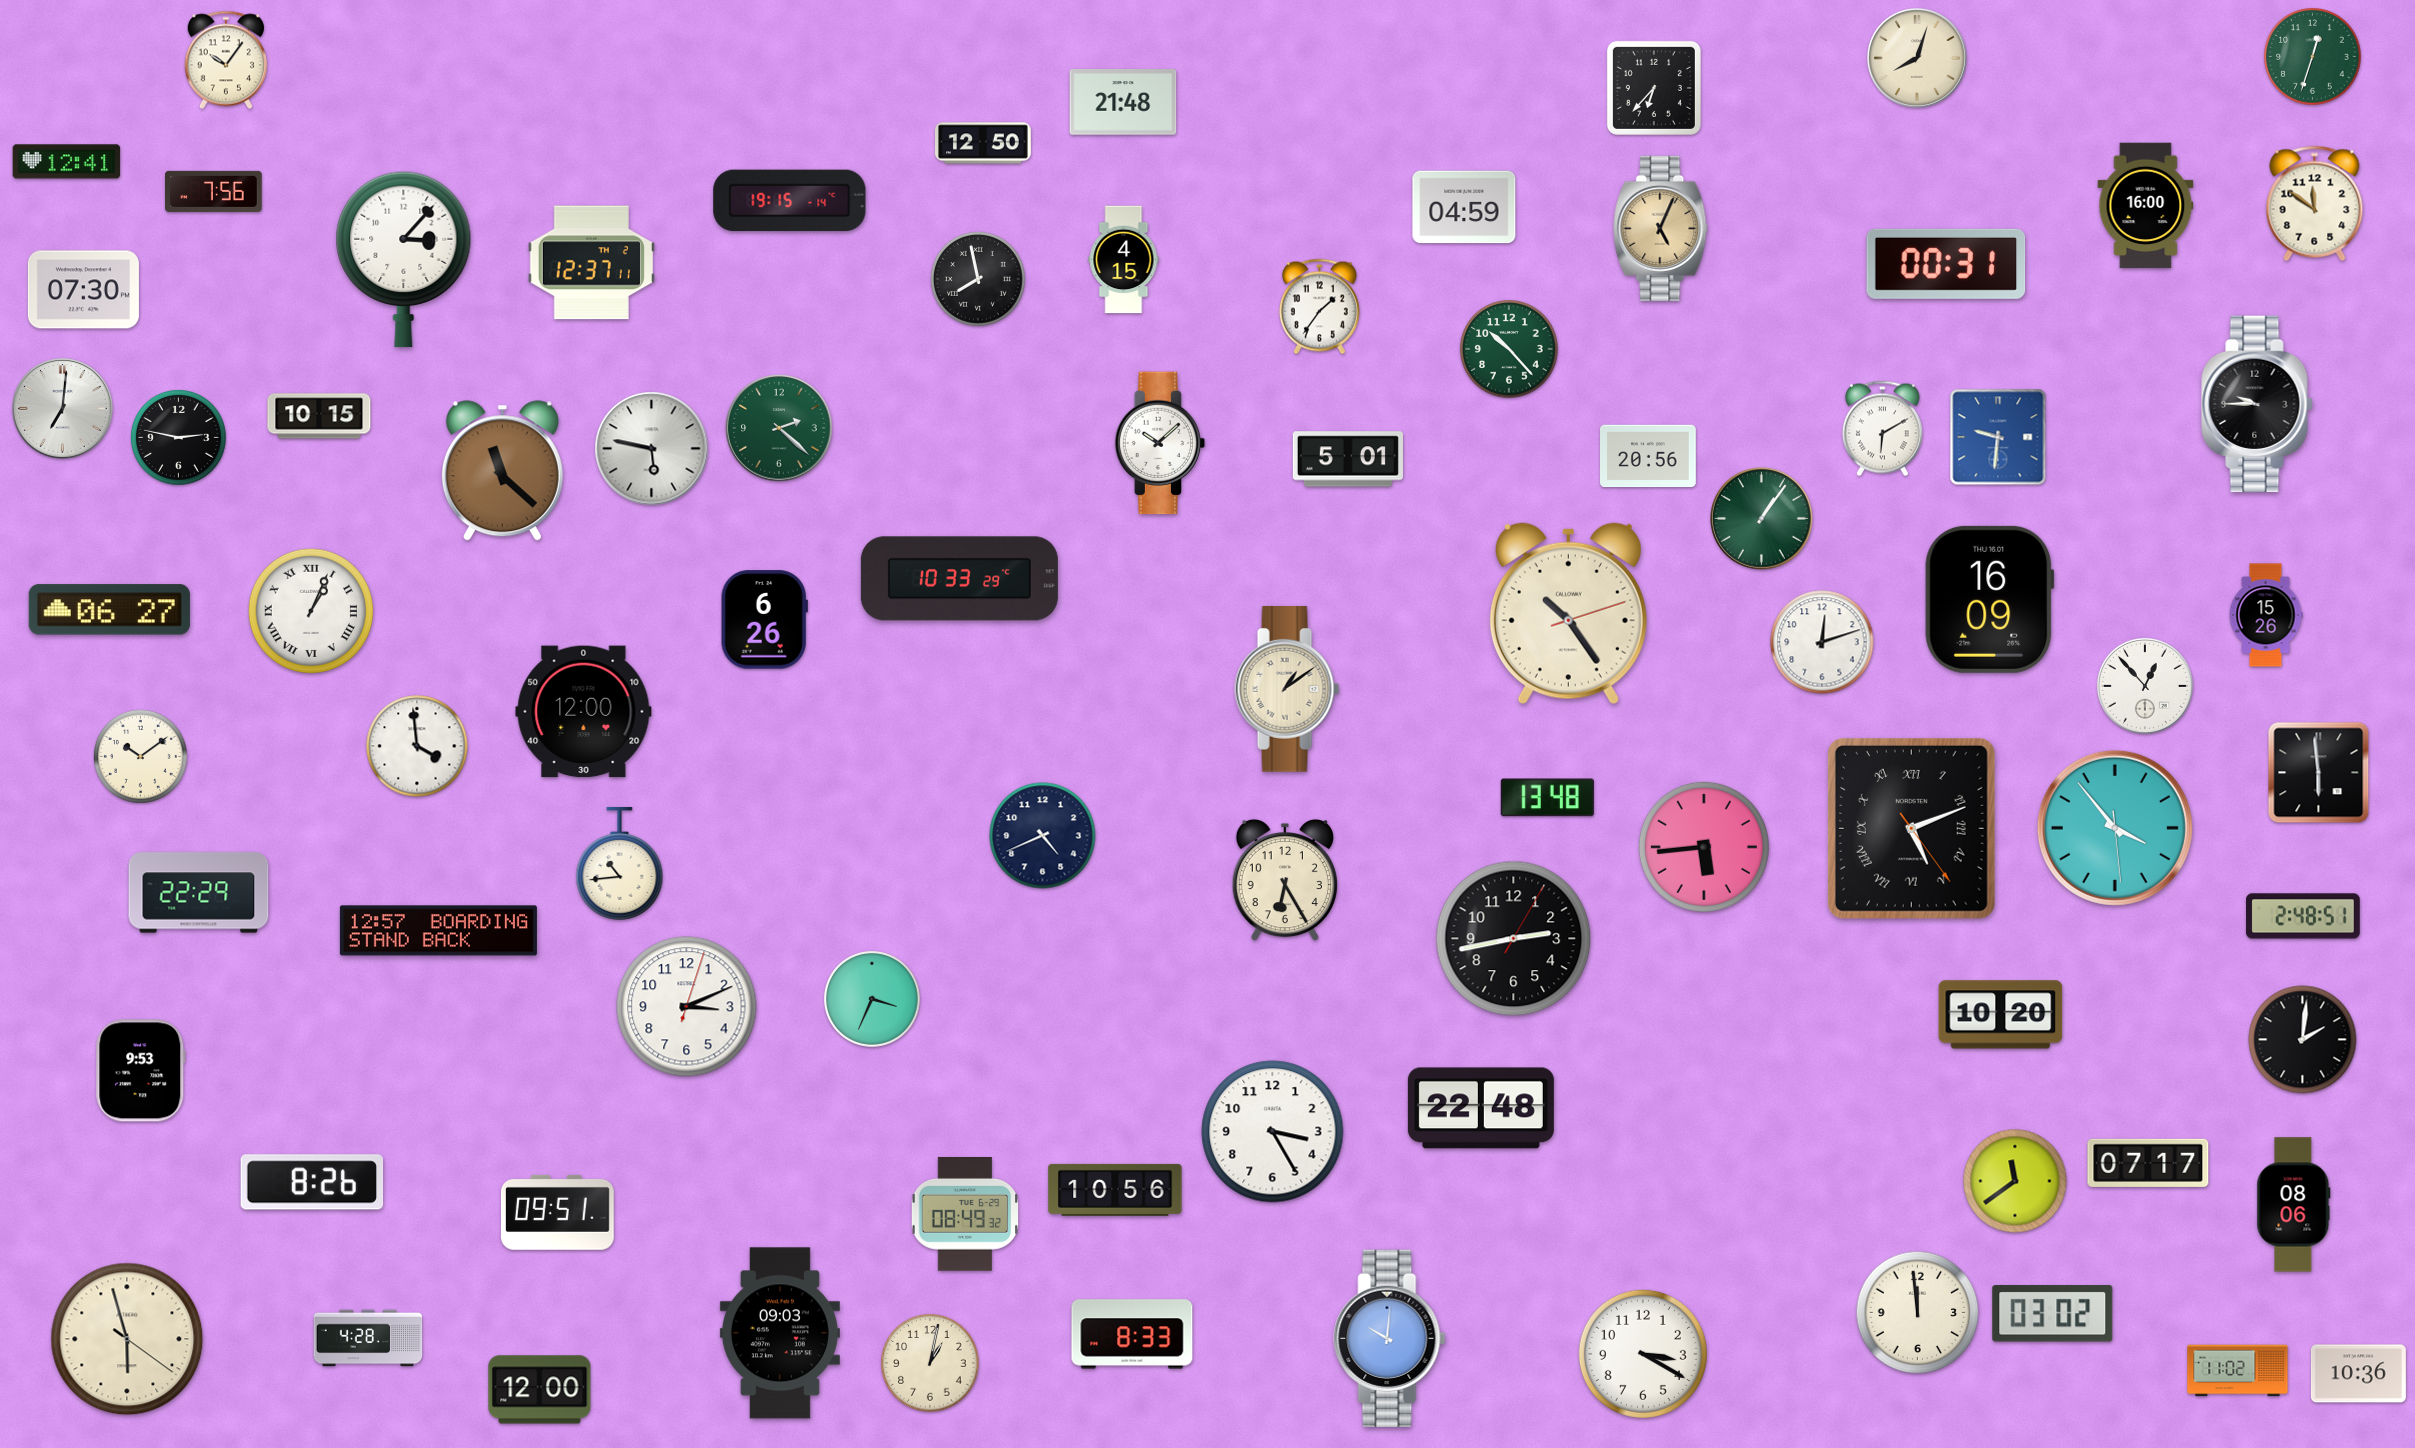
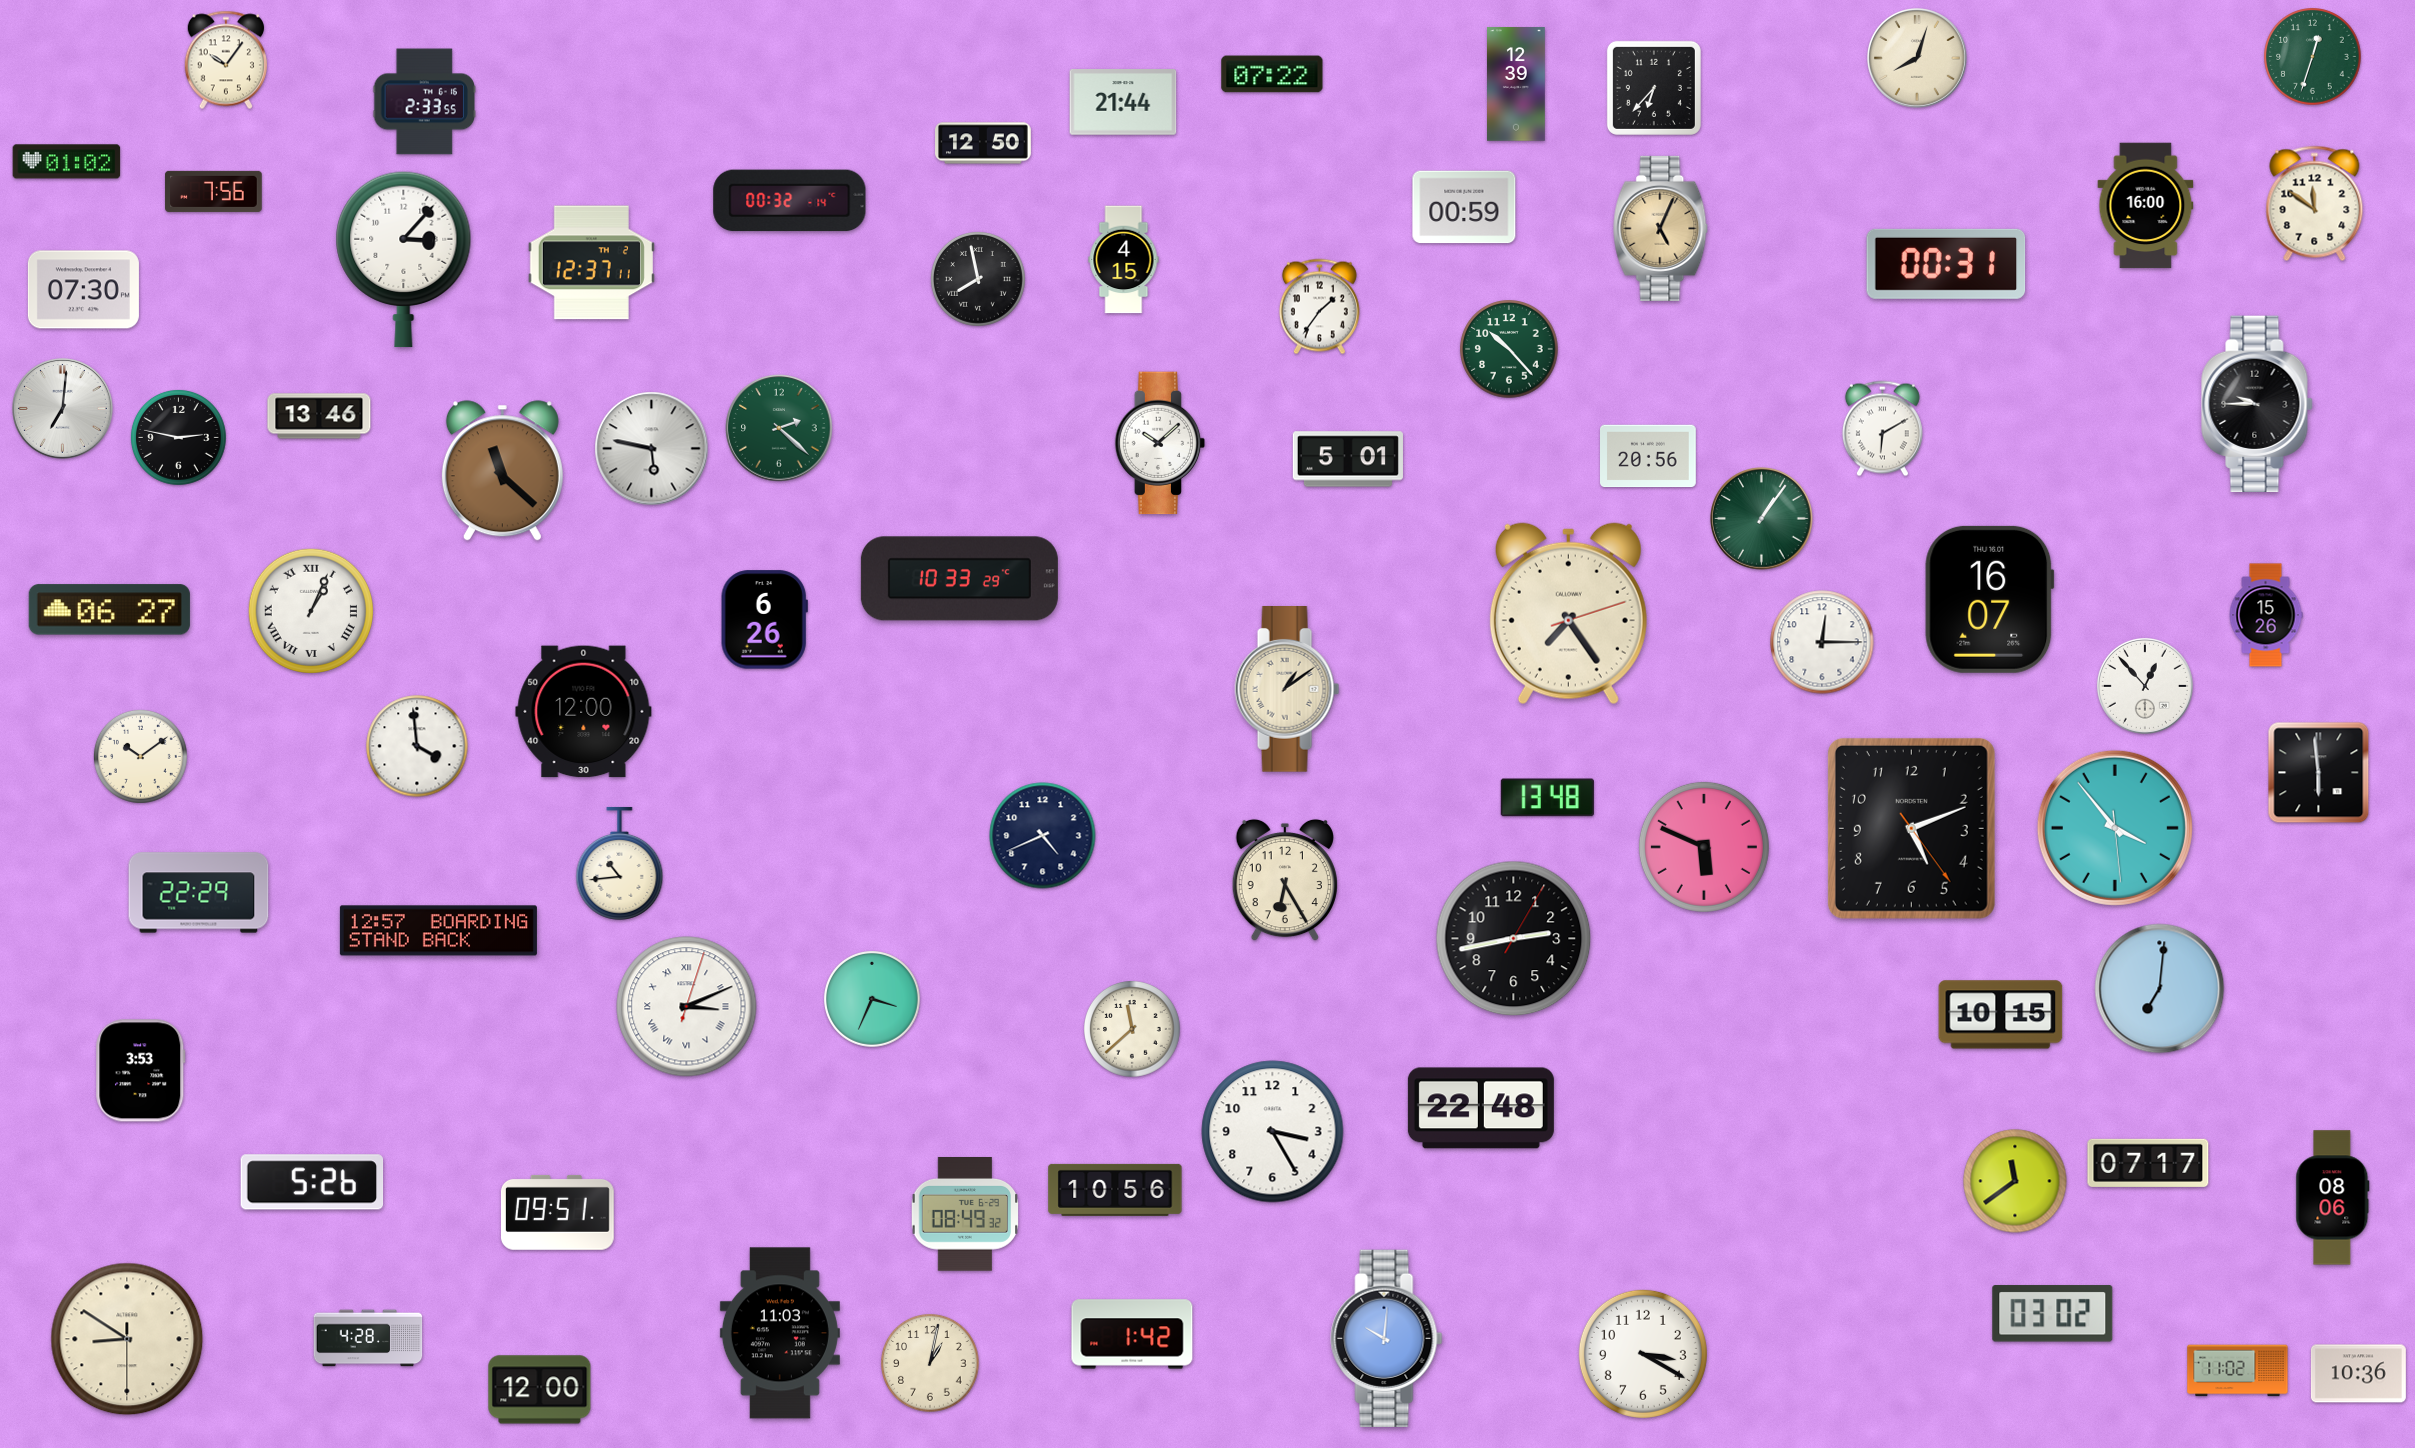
clock at (1272, 74): none -> 07:22
clock at (1517, 84): none -> 12:39
clock at (424, 102): none -> 2:33
clock at (1123, 102): 21:48 -> 21:44
clock at (67, 162): 12:41 -> 01:02
clock at (790, 201): 19:15 -> 00:32
clock at (1464, 207): 04:59 -> 00:59
clock at (319, 416): 10:15 -> 13:46
clock at (1998, 437): 9:31 -> none
clock at (1990, 599): 16:09 -> 16:07
clock at (1568, 614): 10:24 -> 7:24
clock at (1822, 642): 12:12 -> 12:15
clock at (1911, 828) numerals: Roman -> Arabic
clock at (1704, 847): 5:44 -> 5:49
clock at (2303, 916): 2:48 -> none
clock at (2160, 989): none -> 7:01
clock at (687, 1007) numerals: Arabic -> Roman
clock at (2001, 1015): 10:20 -> 10:15
clock at (1133, 1030): none -> 11:38
clock at (2303, 1040): 2:01 -> none
clock at (141, 1071): 9:53 -> 3:53
clock at (312, 1182): 8:26 -> 5:26
clock at (2294, 1205) position: (2294, 1205) -> (2333, 1198)
clock at (1918, 1313): 11:59 -> none
clock at (780, 1333): 09:03 -> 11:03
clock at (1132, 1334): 8:33 -> 1:42
clock at (1390, 1338) position: (1390, 1338) -> (1387, 1338)
clock at (127, 1339): 5:57 -> 8:50
